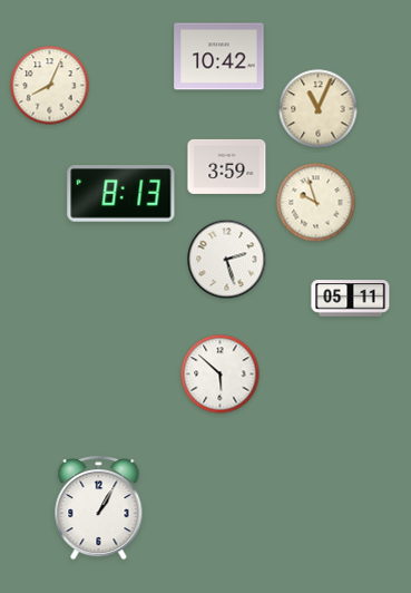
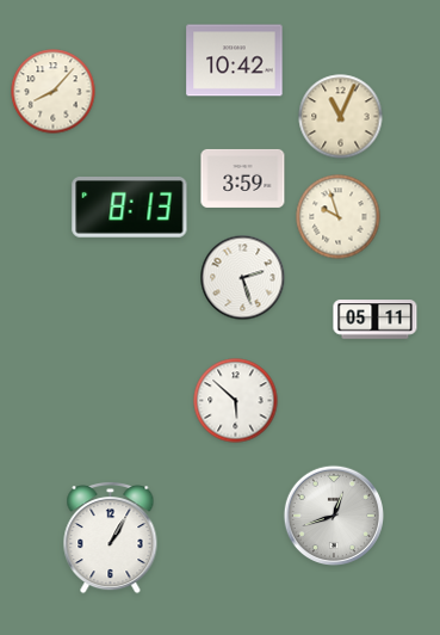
clock at (50, 86): 8:04 -> 8:07
clock at (333, 514): none -> 12:42
clock at (99, 508) position: (99, 508) -> (111, 538)
